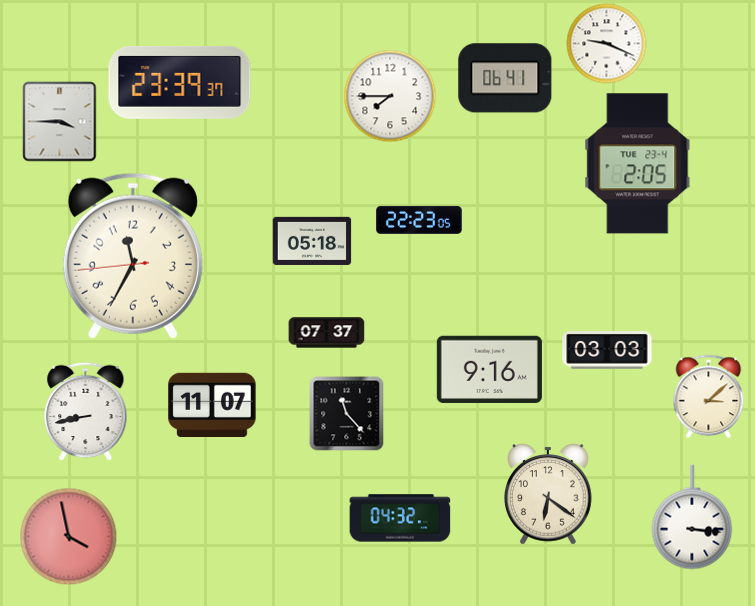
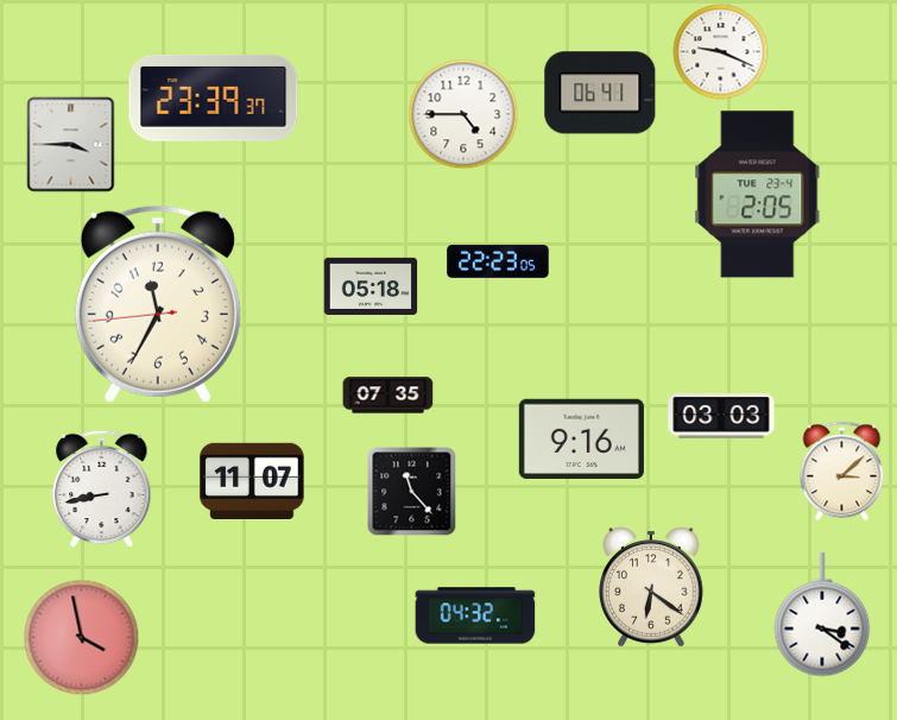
clock at (390, 96): 7:45 -> 4:45
clock at (327, 333): 07:37 -> 07:35
clock at (692, 517): 3:16 -> 3:21
